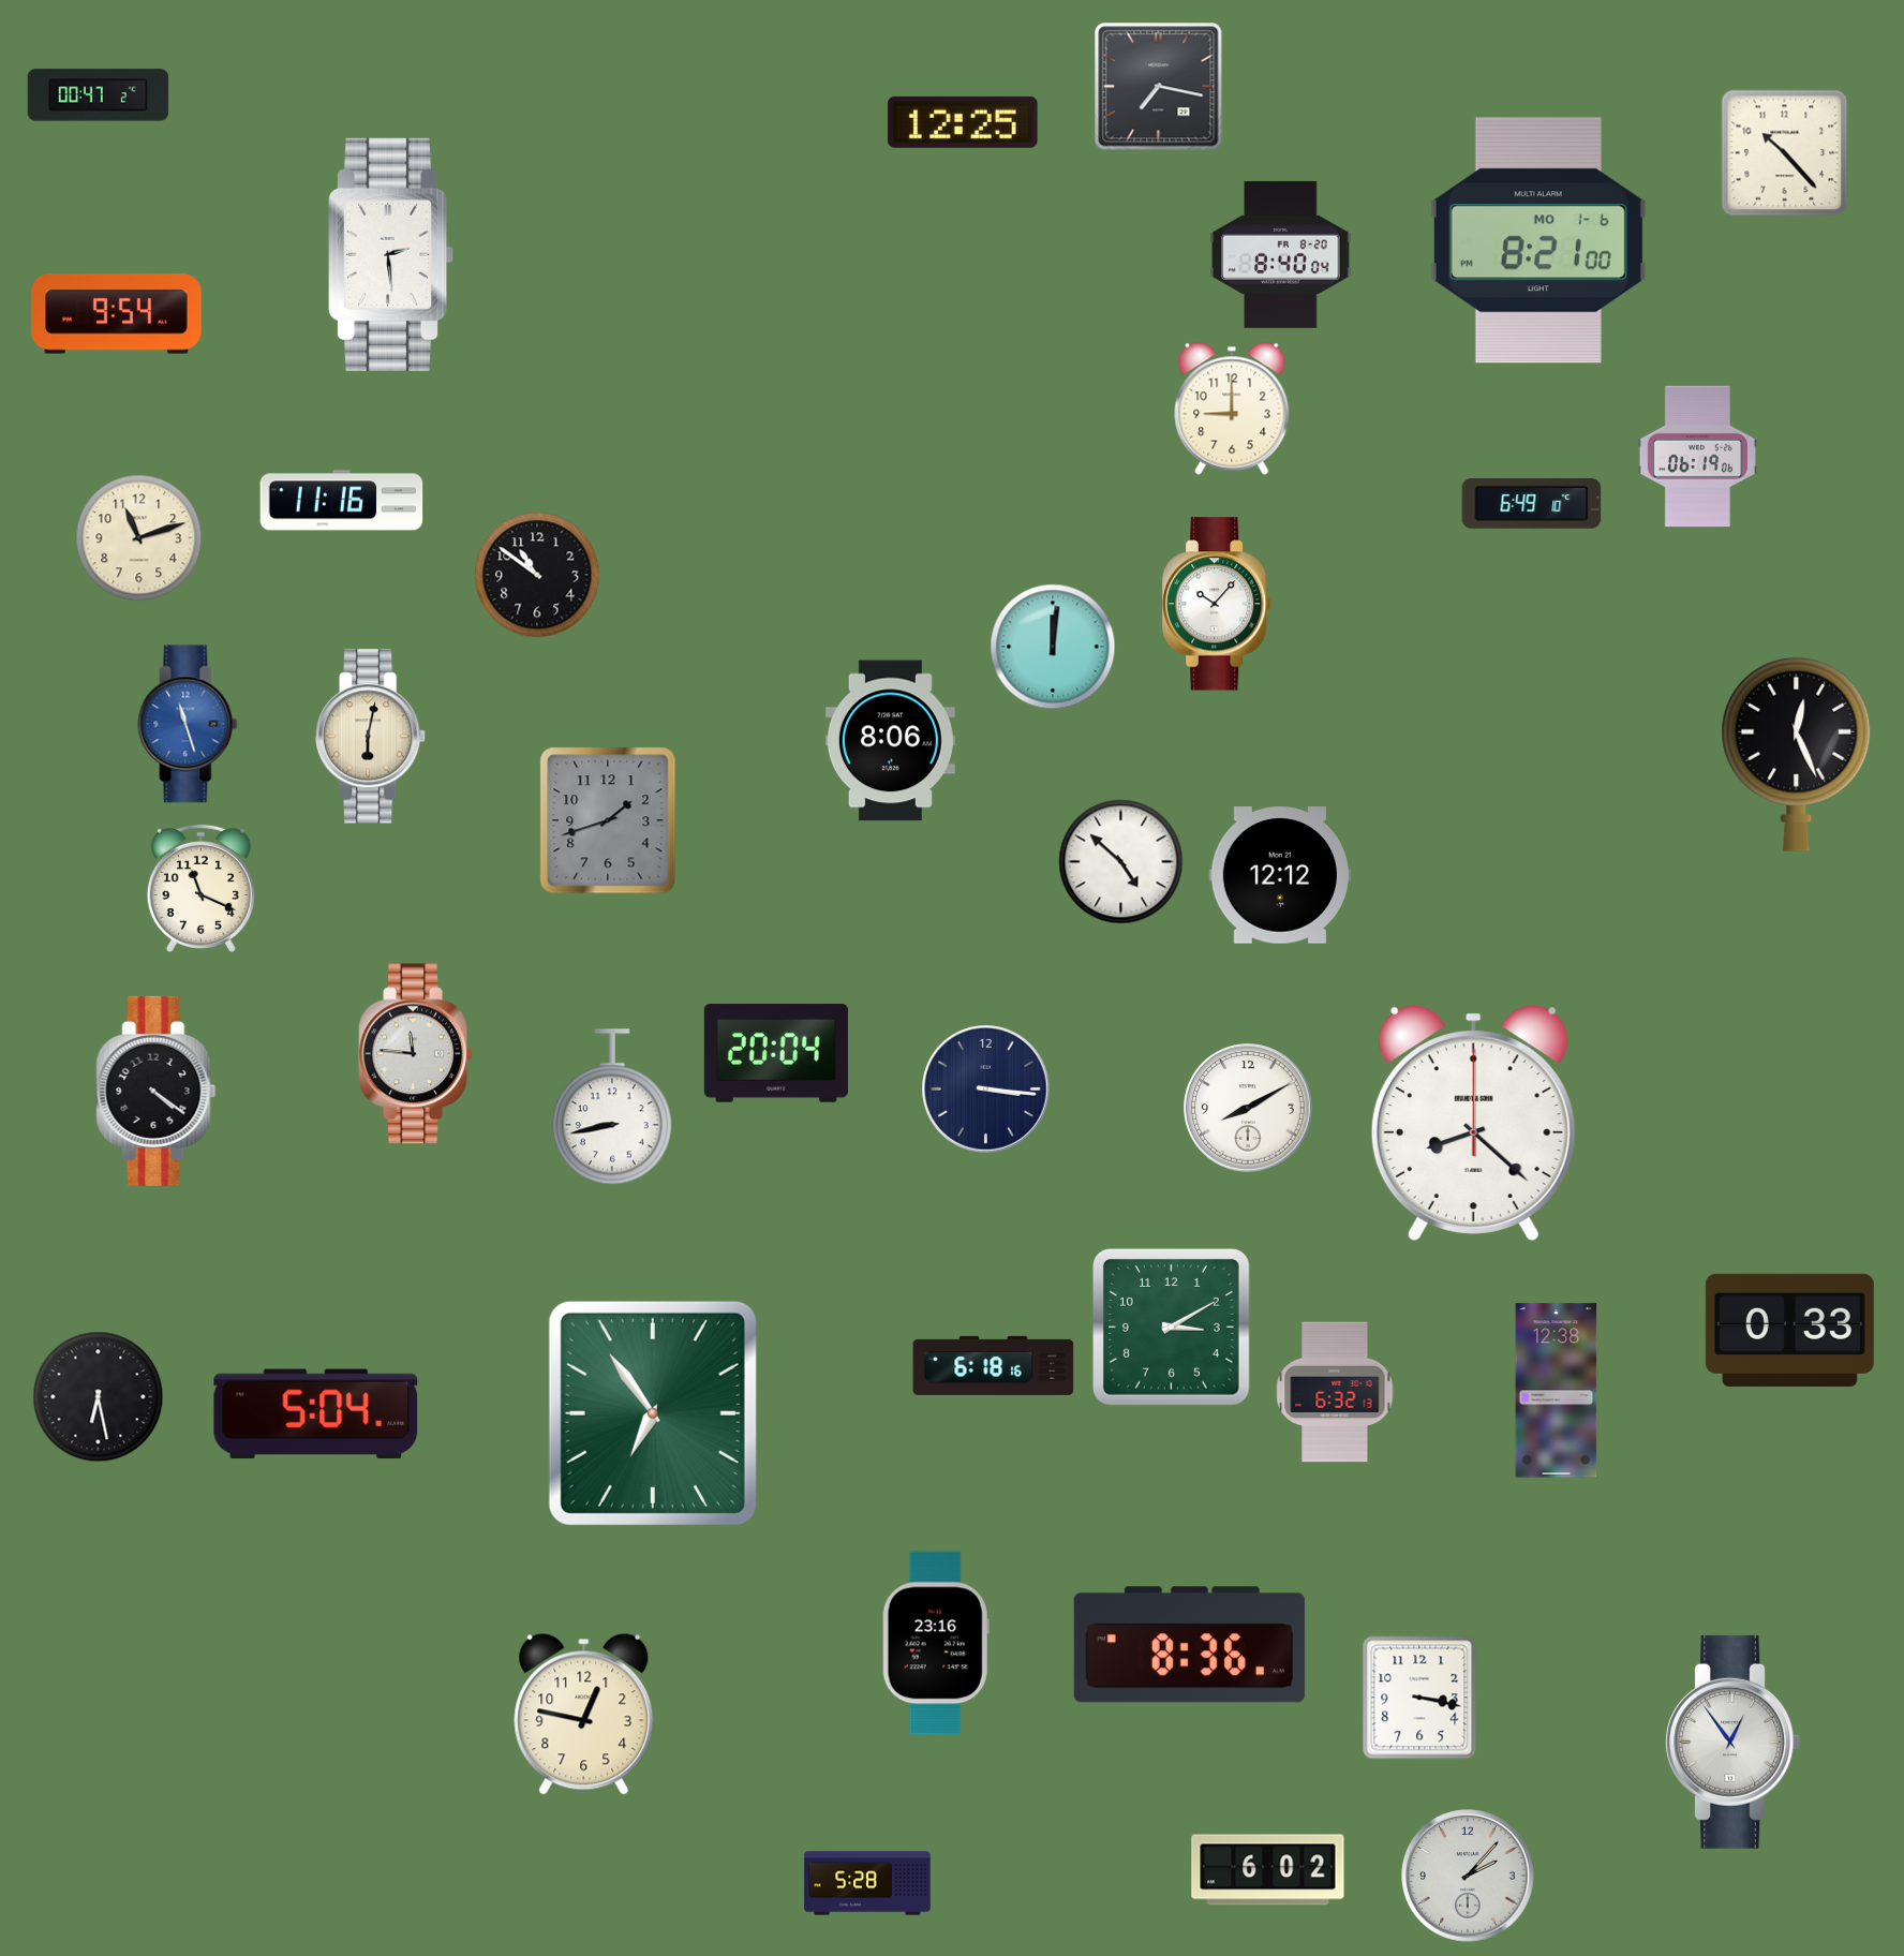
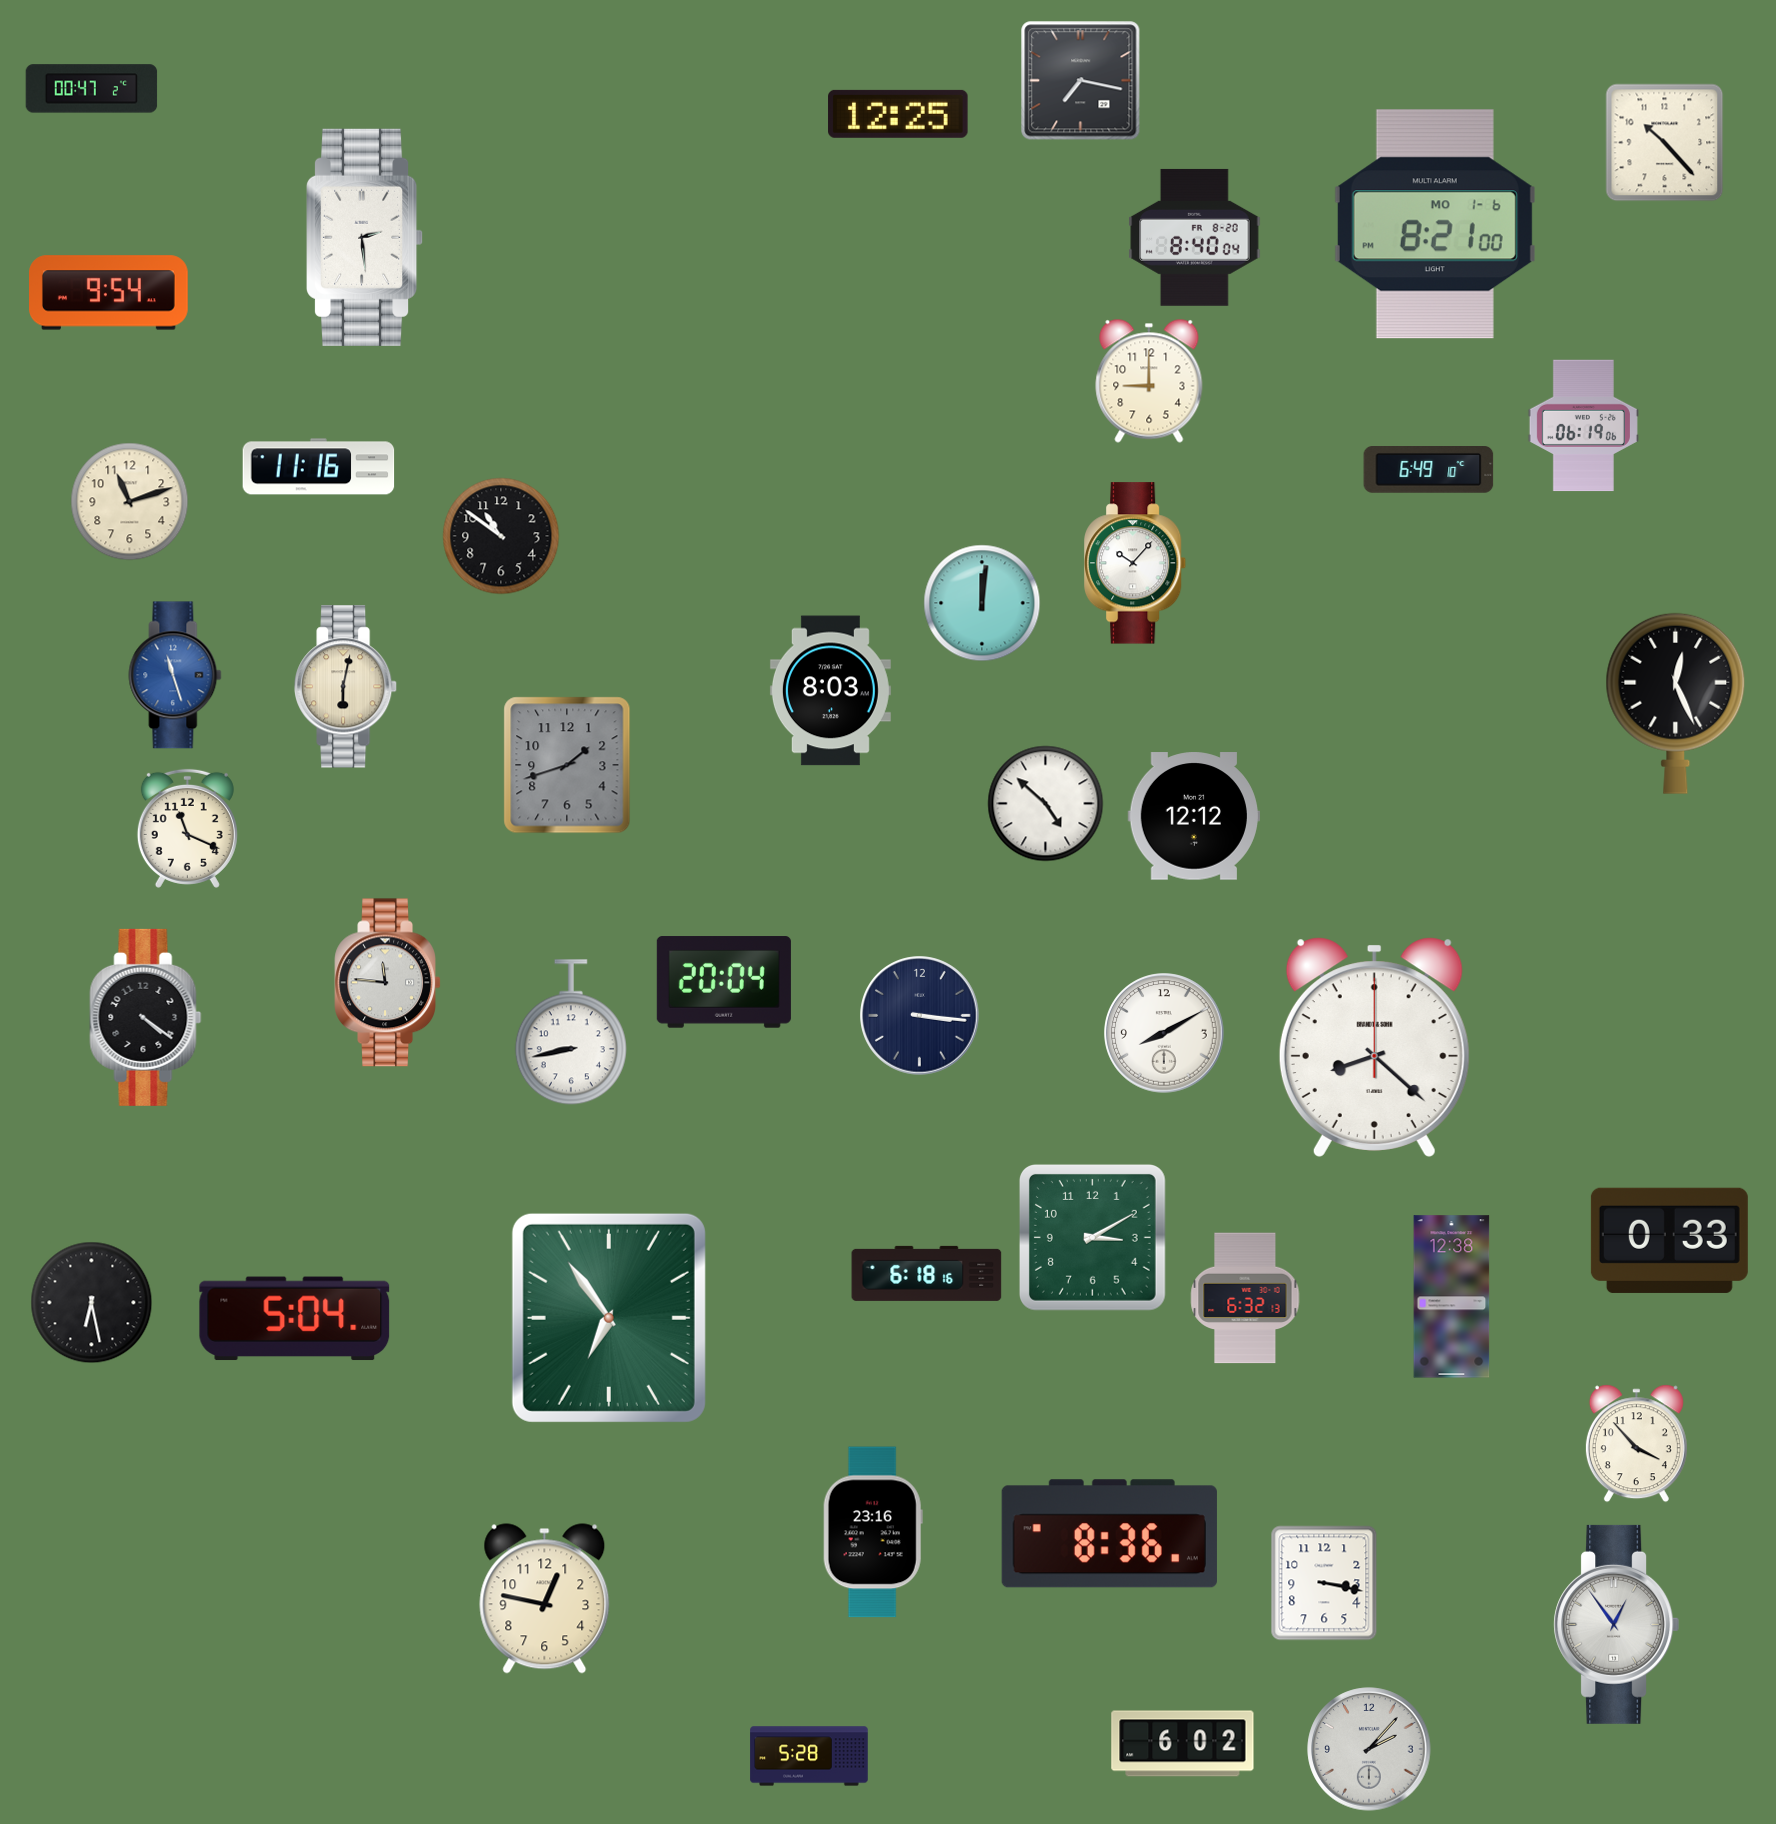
clock at (890, 741): 8:06 -> 8:03
clock at (1636, 1444): none -> 3:53
